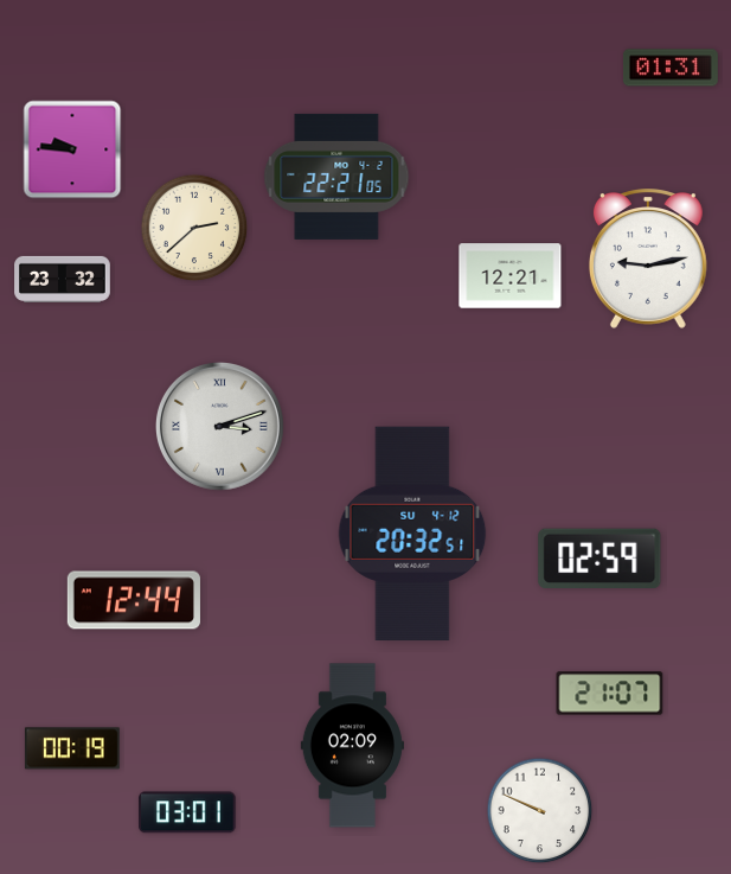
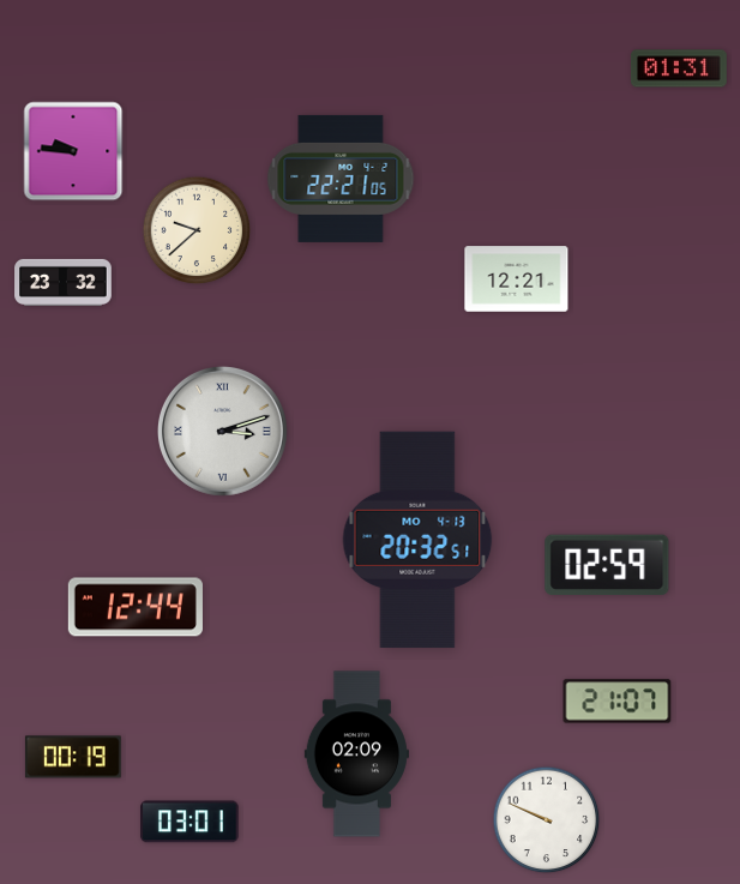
clock at (194, 228): 2:38 -> 9:38
clock at (648, 259): 9:13 -> none
clock at (412, 534) date: SU 4-12 -> MO 4-13
